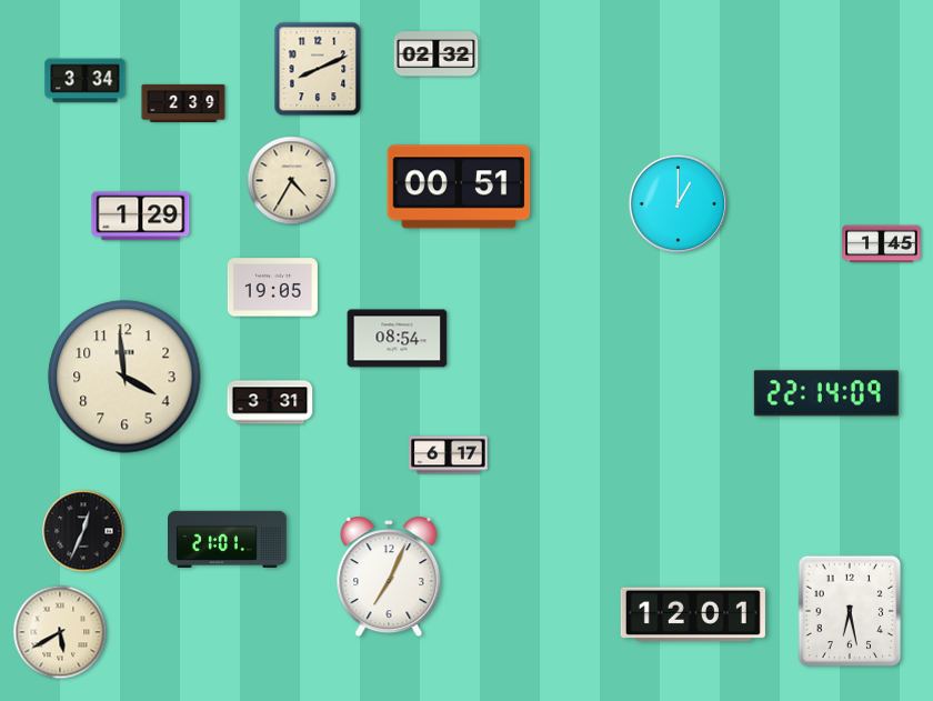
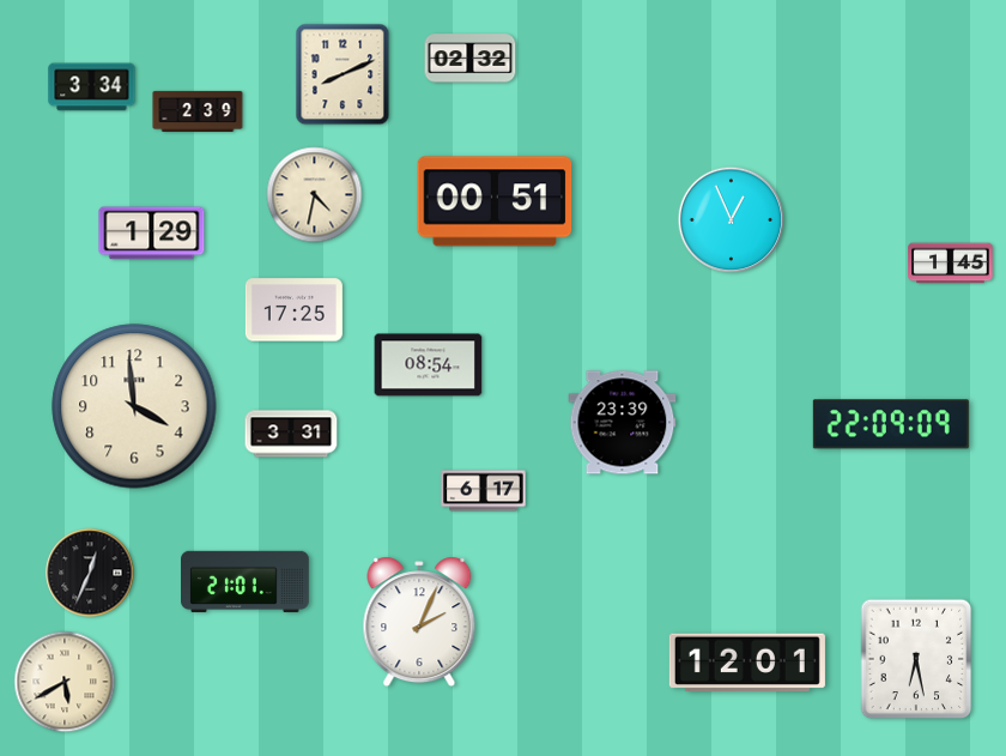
clock at (292, 181): 4:35 -> 4:32
clock at (679, 204): 1:00 -> 12:56
clock at (272, 288): 19:05 -> 17:25
clock at (623, 423): none -> 23:39
clock at (826, 393): 22:14 -> 22:09
clock at (389, 577): 7:04 -> 2:04
